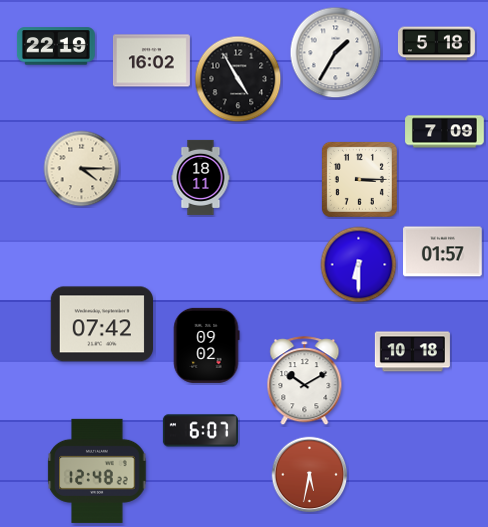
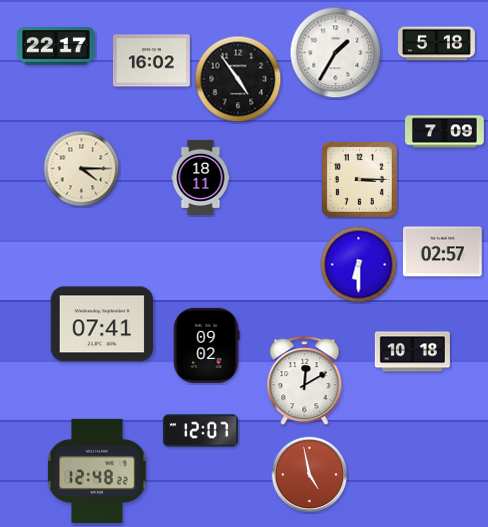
clock at (56, 46): 22:19 -> 22:17
clock at (238, 79): 4:55 -> 4:54
clock at (443, 252): 01:57 -> 02:57
clock at (101, 324): 07:42 -> 07:41
clock at (305, 381): 10:10 -> 12:10
clock at (200, 431): 6:07 -> 12:07
clock at (310, 475): 5:32 -> 4:58
